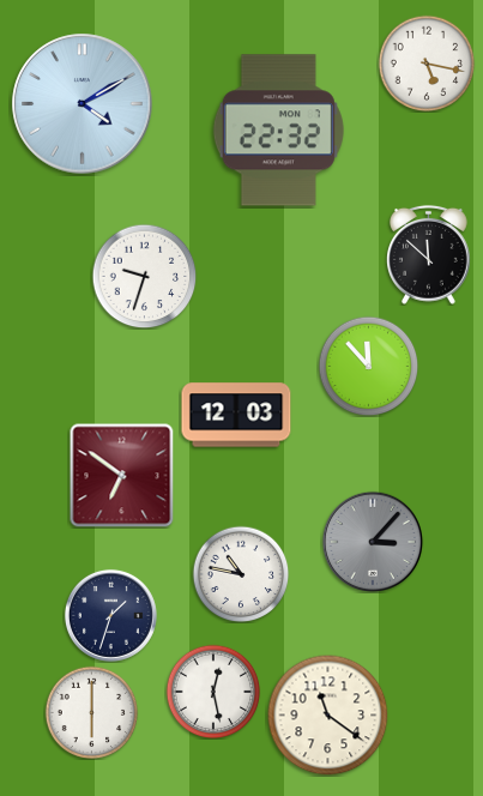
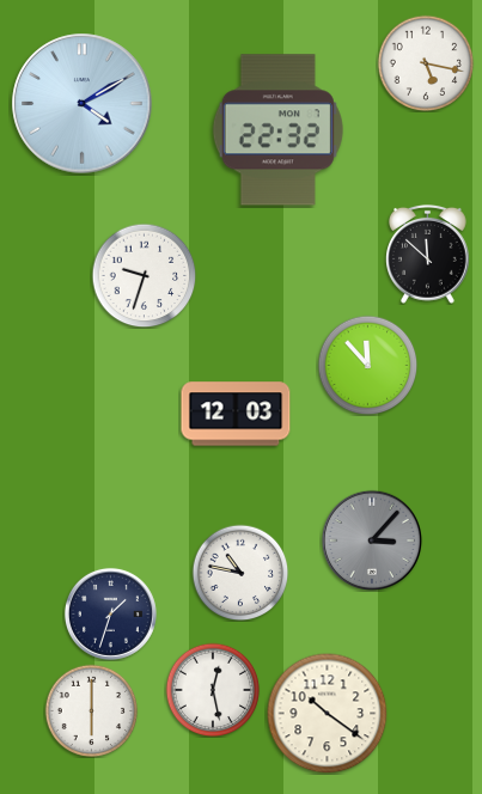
clock at (121, 475): 6:51 -> none
clock at (328, 716): 11:21 -> 10:21
